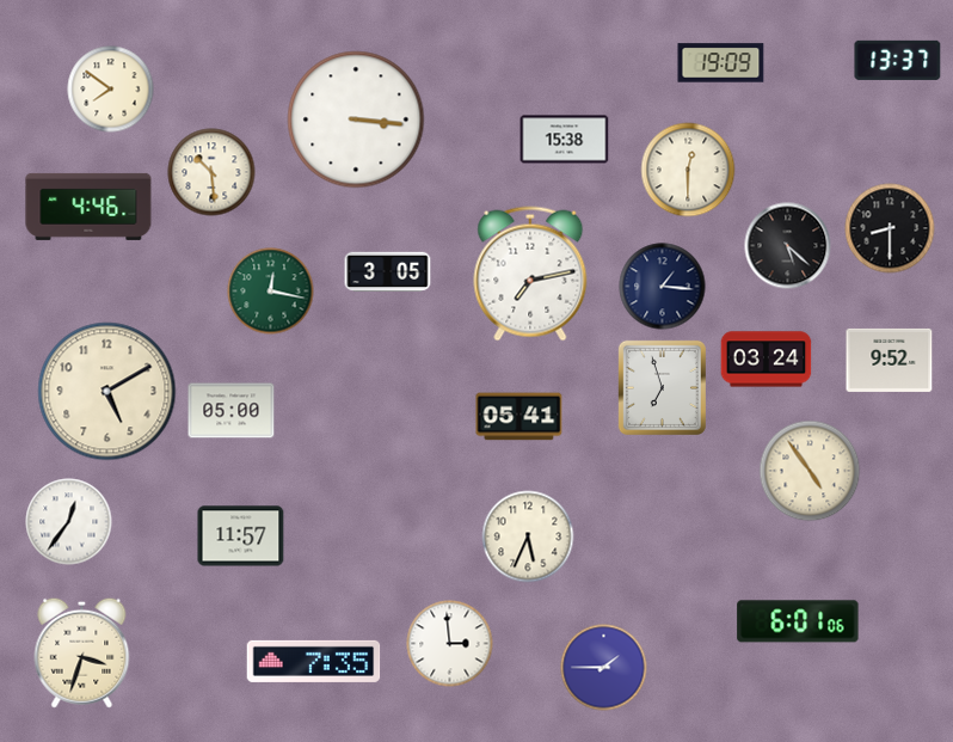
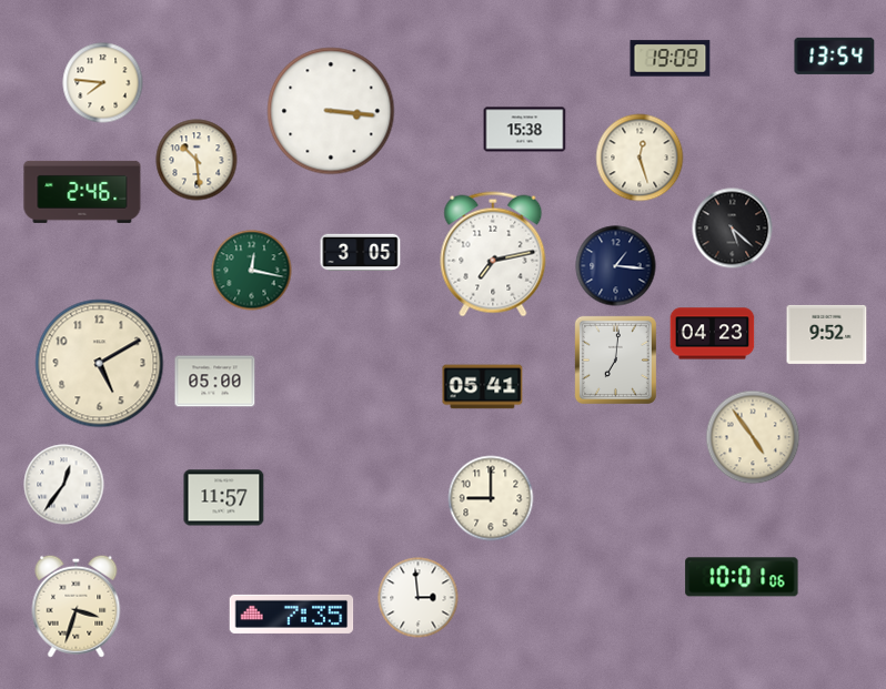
clock at (898, 60): 13:37 -> 13:54
clock at (111, 90): 7:51 -> 7:46
clock at (688, 170): 12:30 -> 12:27
clock at (88, 207): 4:46 -> 2:46
clock at (890, 228): 8:30 -> none
clock at (767, 360): 03:24 -> 04:23
clock at (662, 387): 6:57 -> 7:01
clock at (528, 536): 5:34 -> 9:00
clock at (798, 621): 6:01 -> 10:01
clock at (604, 668): 1:45 -> none
